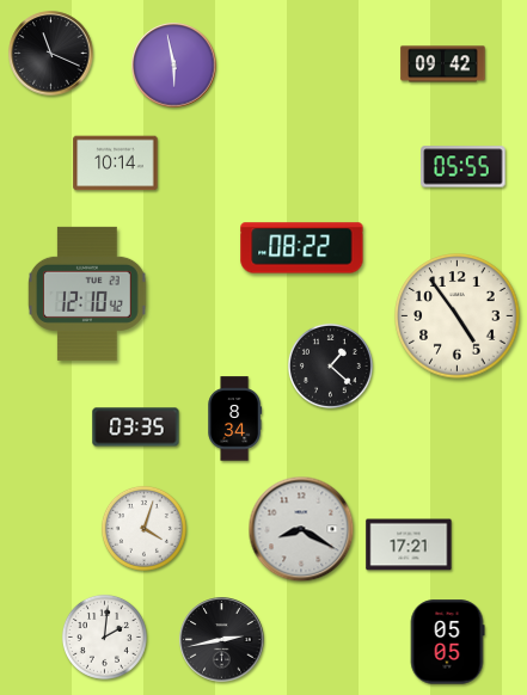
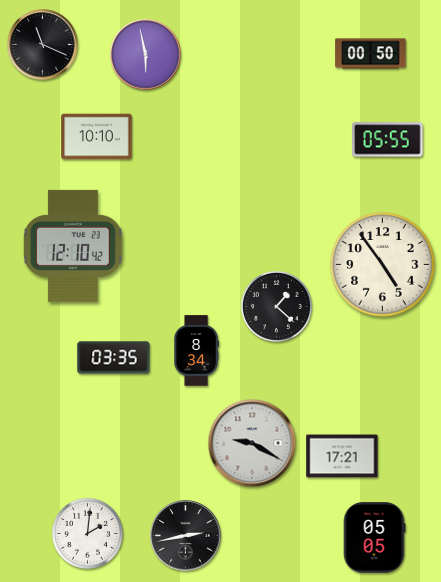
clock at (443, 64): 09:42 -> 00:50
clock at (116, 164): 10:14 -> 10:10
clock at (302, 248): 08:22 -> none
clock at (143, 528): 4:03 -> none
clock at (301, 529): 8:20 -> 9:20
